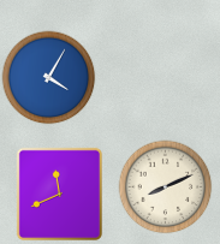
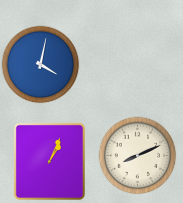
clock at (48, 77): 4:05 -> 4:02
clock at (59, 194): 11:41 -> 1:04
